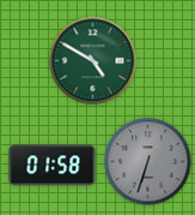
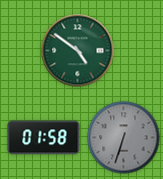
clock at (93, 61): 4:50 -> 4:51
clock at (148, 162) position: (148, 162) -> (124, 138)
